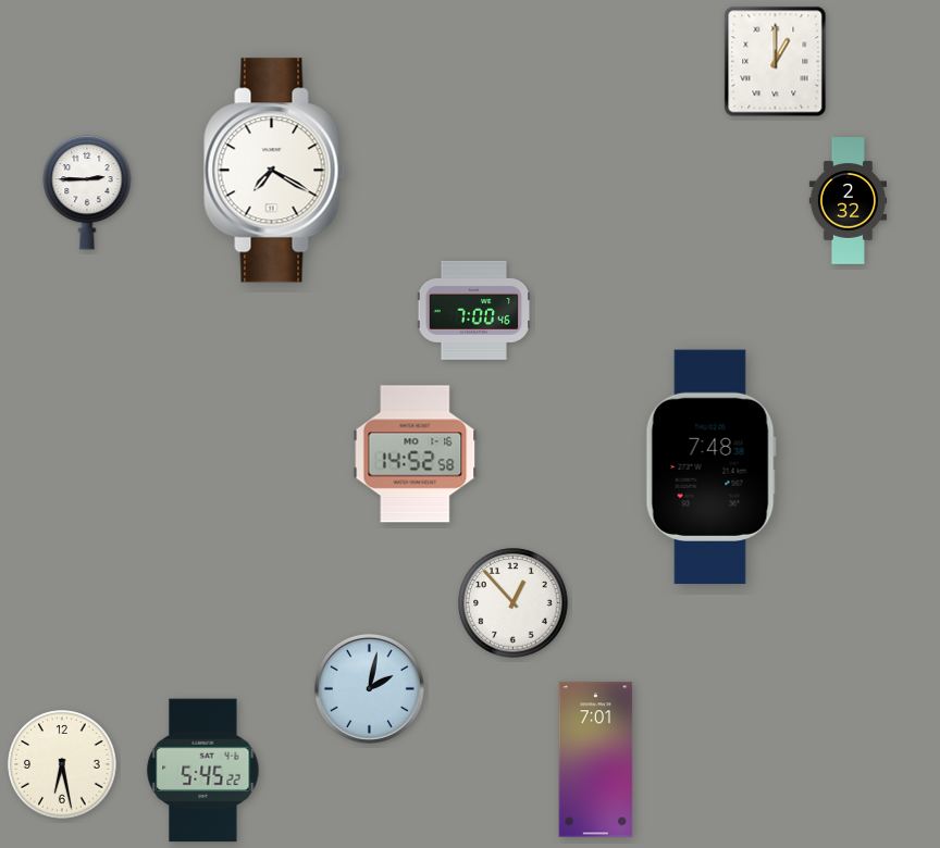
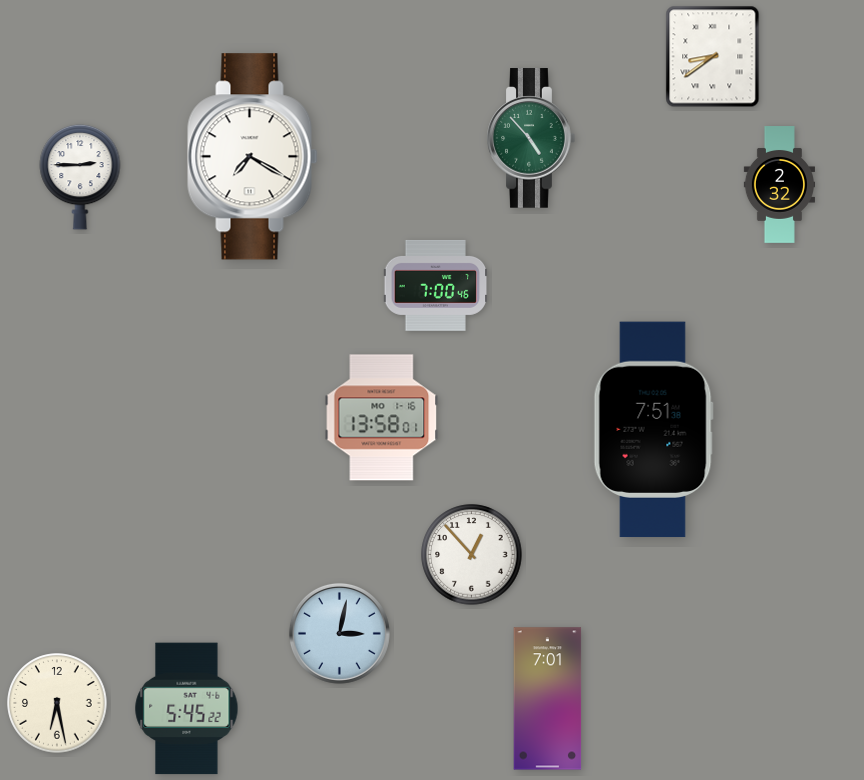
clock at (776, 62): 1:00 -> 8:39
clock at (531, 138): none -> 4:53
clock at (416, 454): 14:52 -> 13:58
clock at (710, 467): 7:48 -> 7:51
clock at (369, 688): 2:02 -> 3:02
